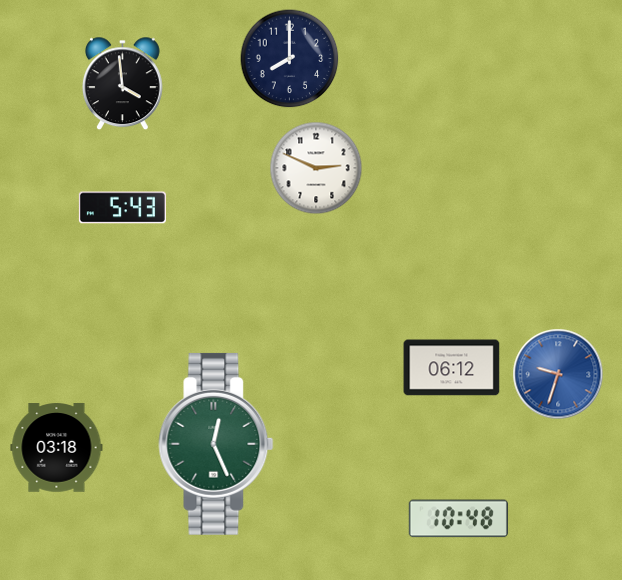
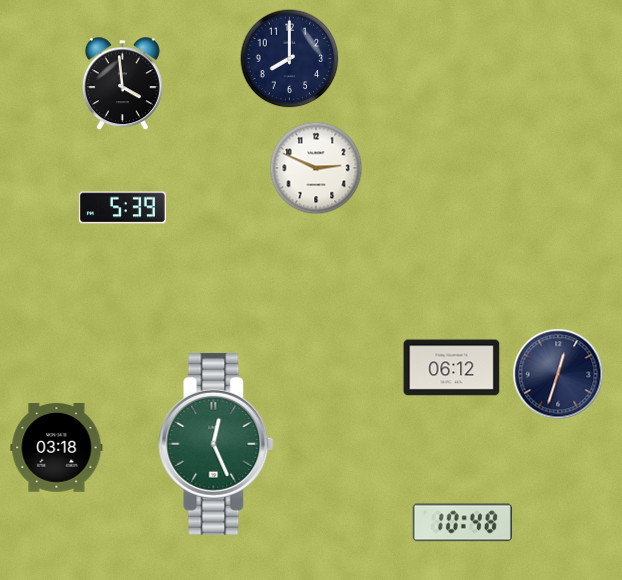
clock at (122, 208): 5:43 -> 5:39
clock at (558, 374): 9:33 -> 12:33
clock at (558, 374) dial: blue -> navy
clock at (458, 519) position: (458, 519) -> (462, 523)
